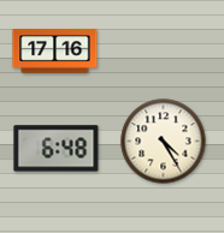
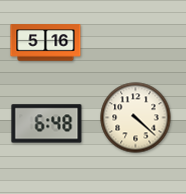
clock at (55, 52): 17:16 -> 5:16
clock at (164, 142): 4:25 -> 4:22
